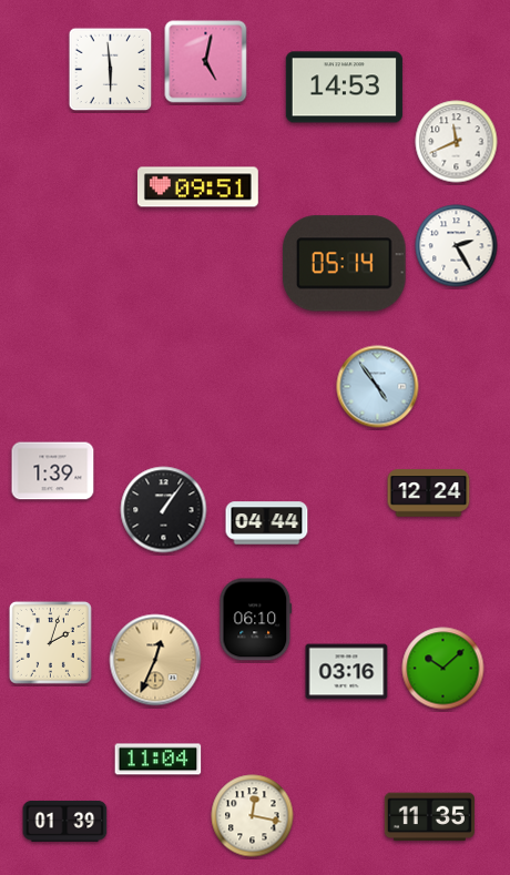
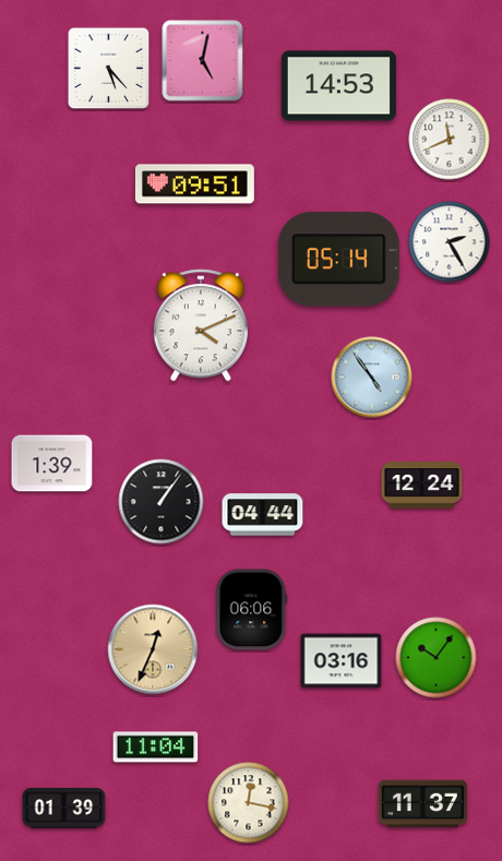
clock at (111, 70): 5:59 -> 5:23
clock at (200, 325): none -> 4:11
clock at (378, 387) position: (378, 387) -> (372, 378)
clock at (256, 620): 06:10 -> 06:06
clock at (50, 642): 2:03 -> none
clock at (443, 669): 10:08 -> 10:06
clock at (429, 817): 11:35 -> 11:37
